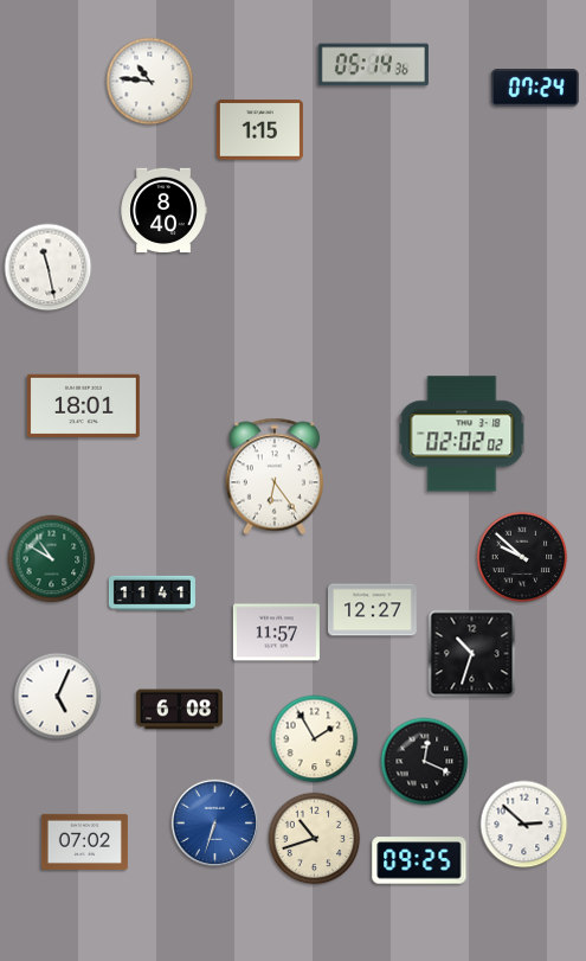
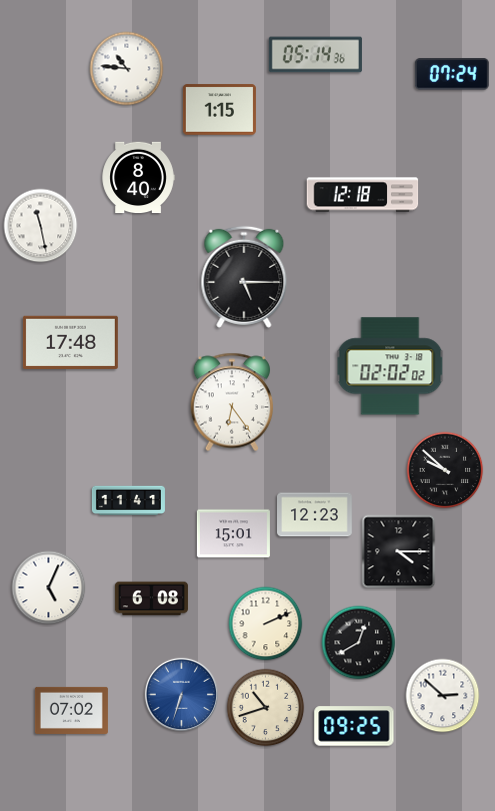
clock at (363, 195): none -> 12:18
clock at (244, 277): none -> 5:15
clock at (83, 405): 18:01 -> 17:48
clock at (522, 557) position: (522, 557) -> (445, 470)
clock at (52, 559): 10:50 -> none
clock at (373, 610): 12:27 -> 12:23
clock at (276, 633): 11:57 -> 15:01
clock at (472, 654): 10:33 -> 4:15
clock at (315, 739): 1:55 -> 2:11
clock at (425, 762): 12:19 -> 12:40
